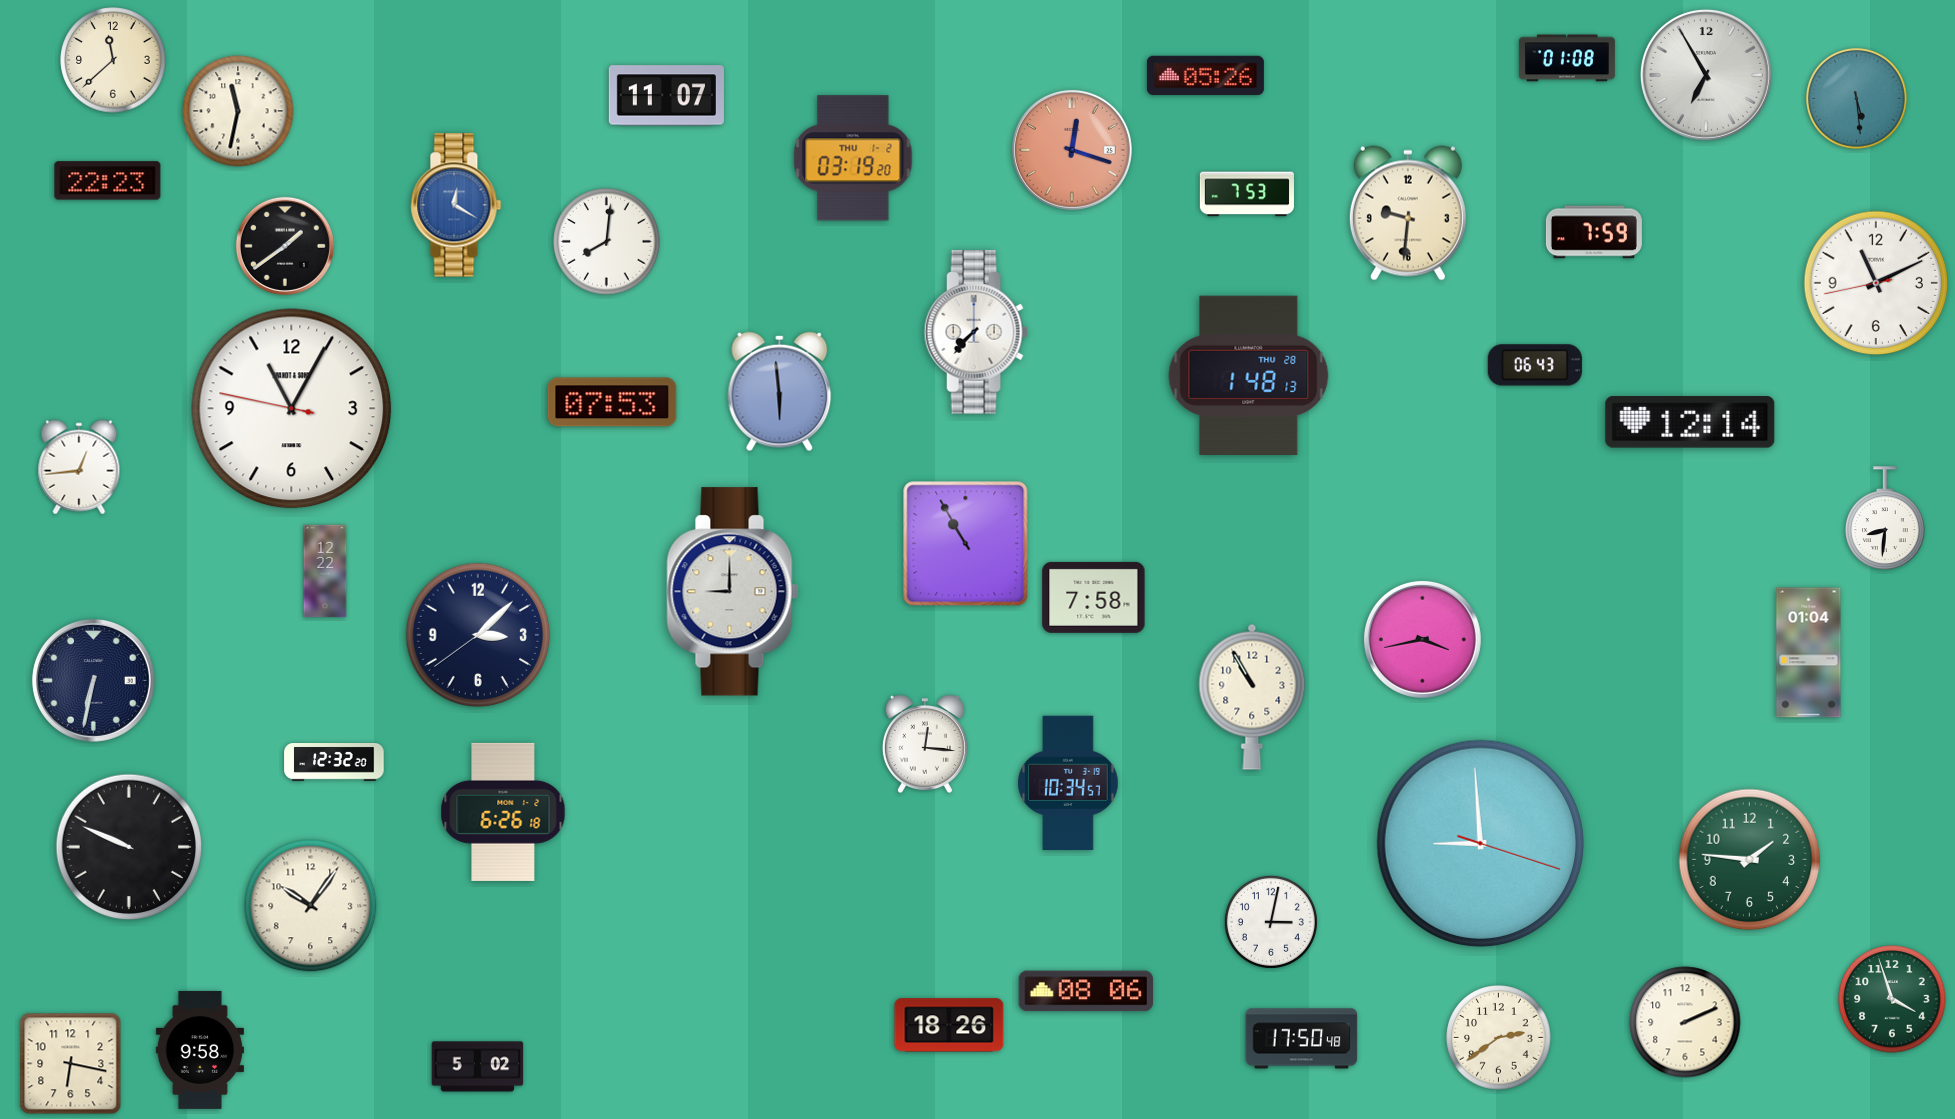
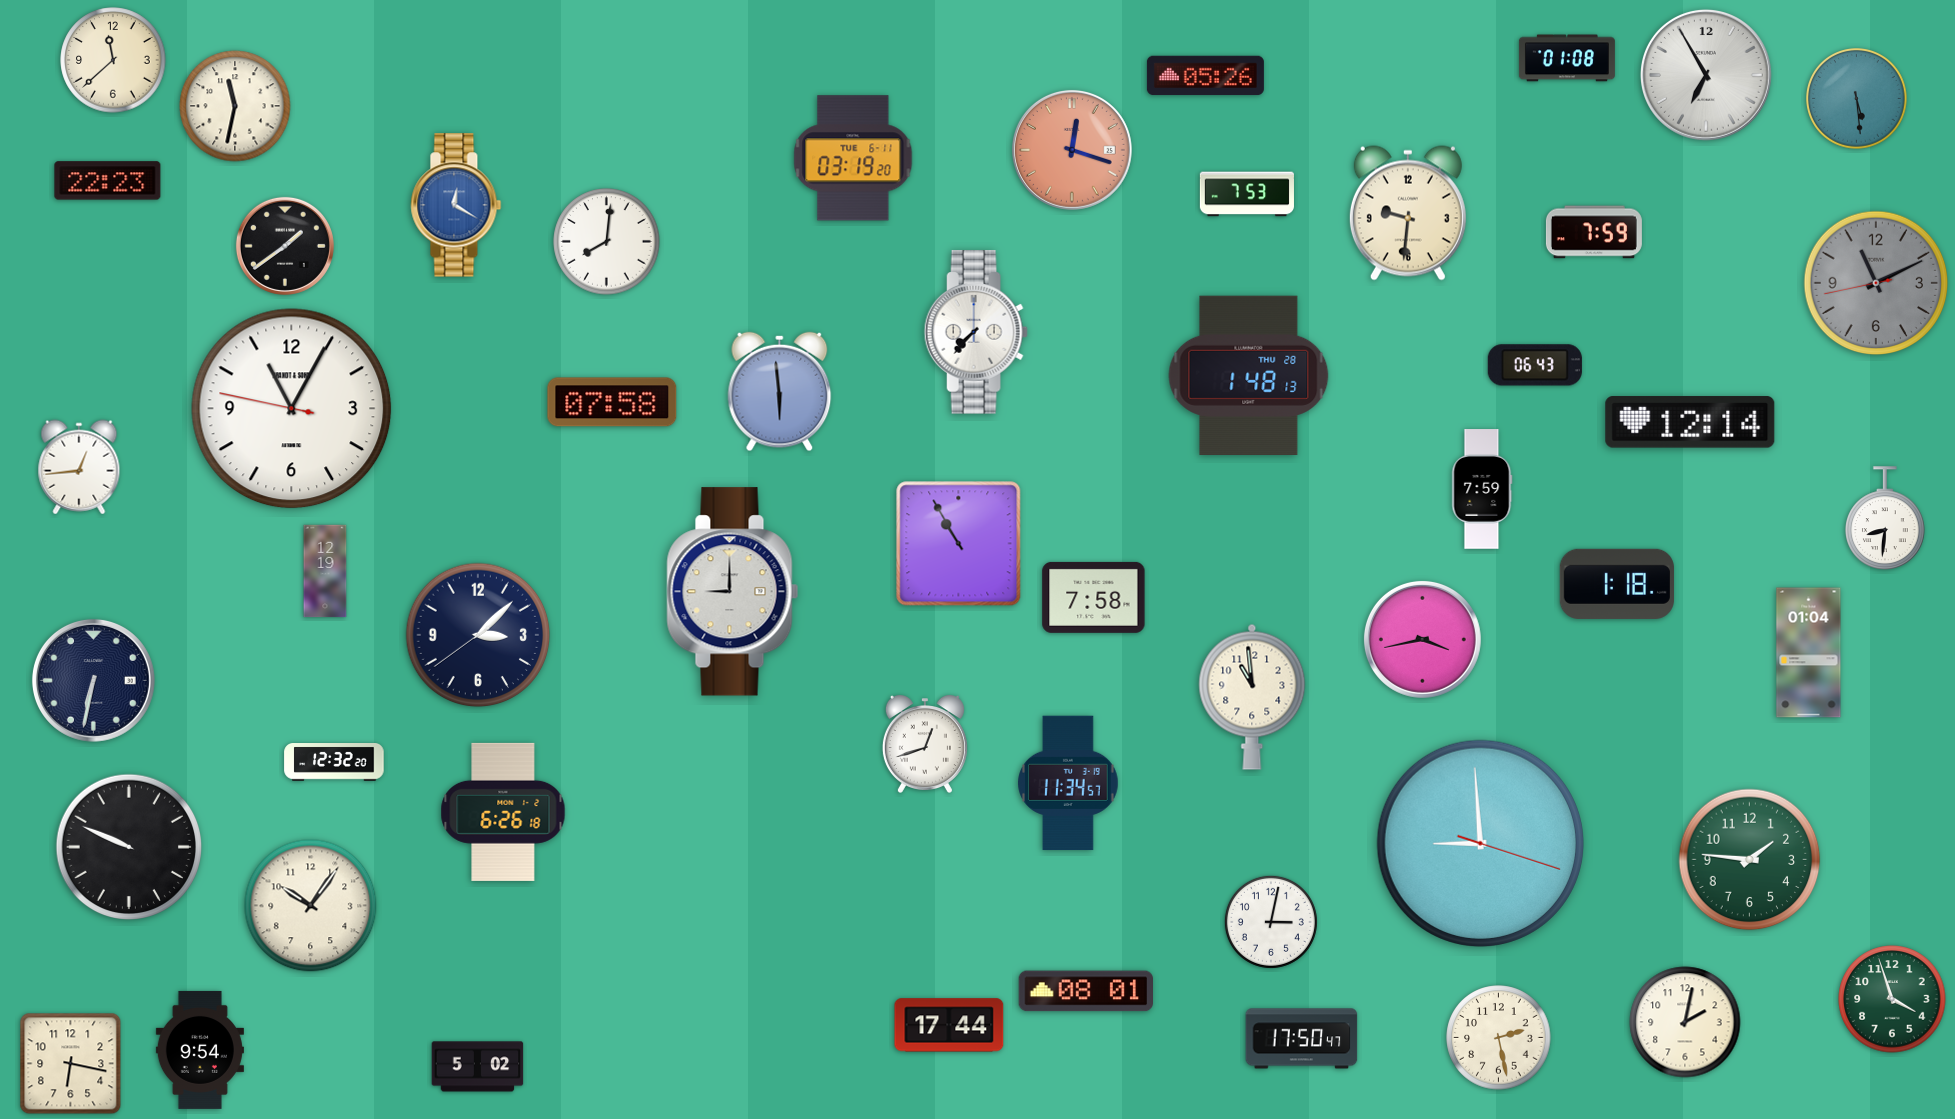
clock at (666, 96): 11:07 -> none
clock at (238, 111) position: (238, 111) -> (235, 106)
clock at (853, 158) date: THU 1-2 -> TUE 6-11
clock at (1876, 283) dial: white -> grey
clock at (612, 402): 07:53 -> 07:58
clock at (1482, 489): none -> 7:59
clock at (966, 544) position: (966, 544) -> (959, 544)
clock at (325, 571): 12:22 -> 12:19
clock at (1616, 584): none -> 1:18
clock at (1252, 697): 10:55 -> 10:59
clock at (925, 744): 12:16 -> 12:42
clock at (1068, 783): 10:34 -> 11:34
clock at (1085, 991): 08:06 -> 08:01
clock at (1685, 1022): 2:11 -> 2:02
clock at (949, 1025): 18:26 -> 17:44
clock at (1499, 1038): 2:39 -> 2:28
clock at (1302, 1039): 17:50:48 -> 17:50:47
clock at (200, 1050): 9:58 -> 9:54
